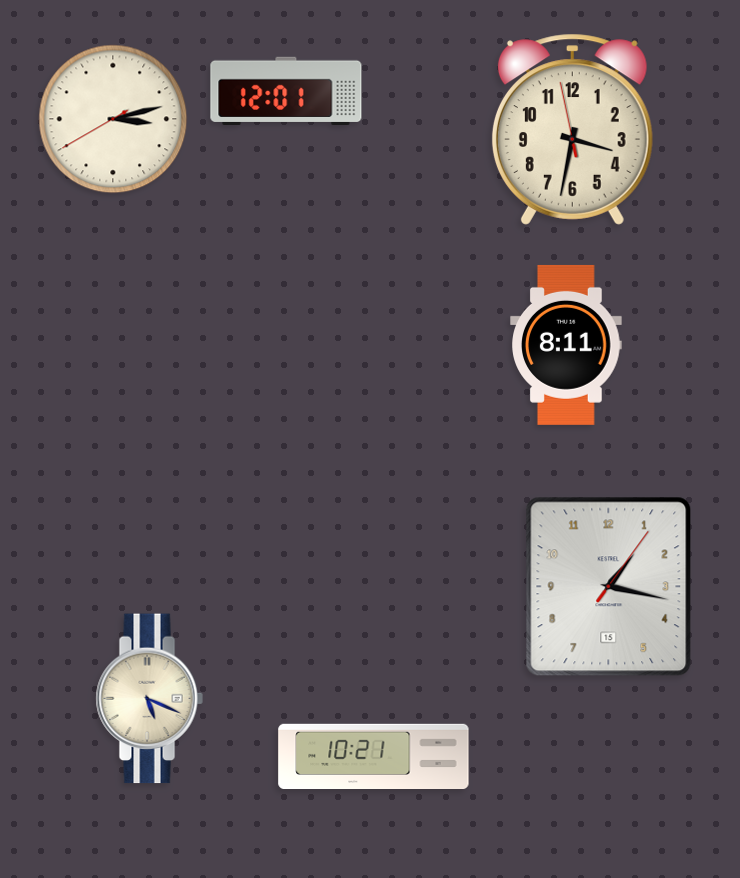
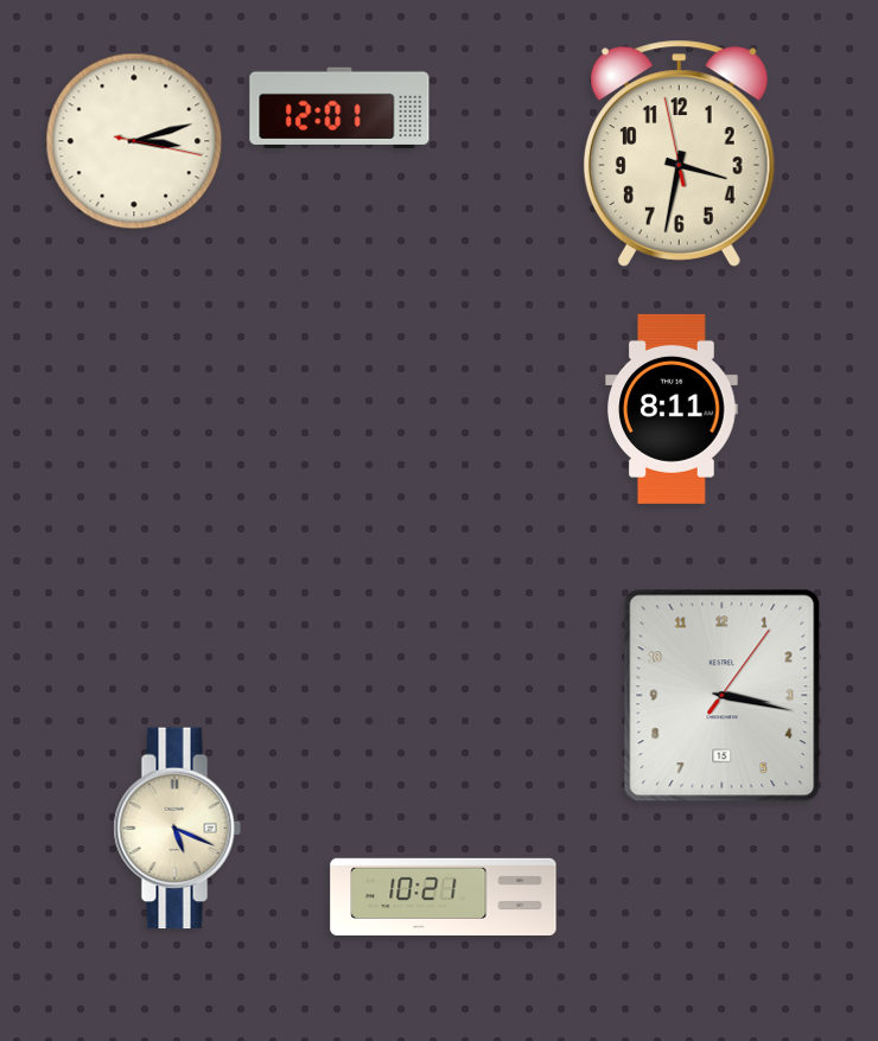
clock at (113, 119): 3:12:40 -> 3:12:17
clock at (609, 587): 1:17 -> 3:17
